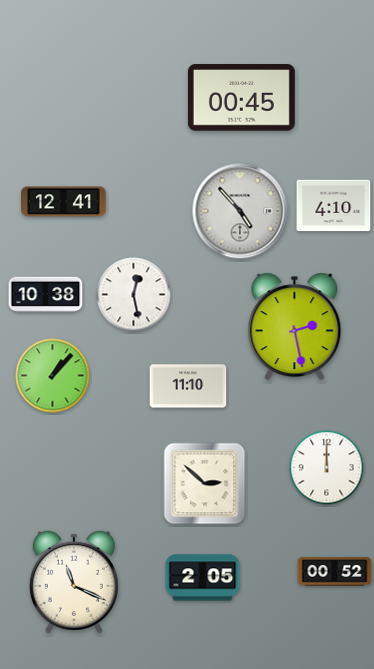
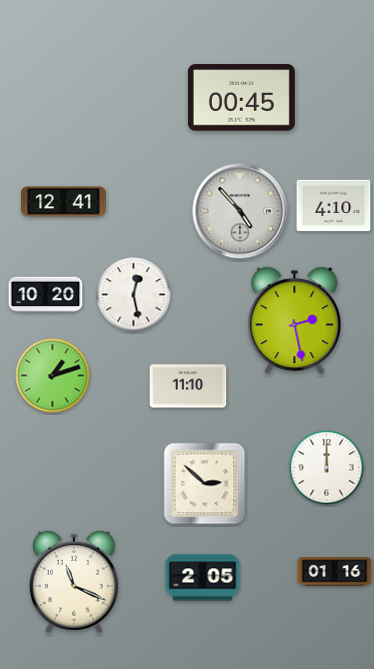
clock at (46, 295): 10:38 -> 10:20
clock at (295, 327) position: (295, 327) -> (295, 321)
clock at (53, 376): 1:07 -> 1:12
clock at (335, 572): 00:52 -> 01:16
